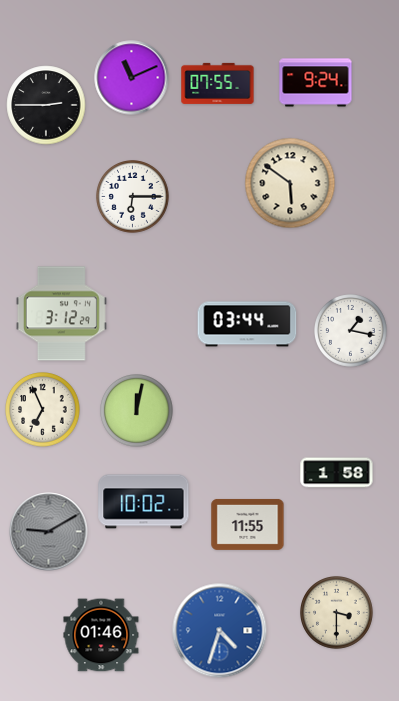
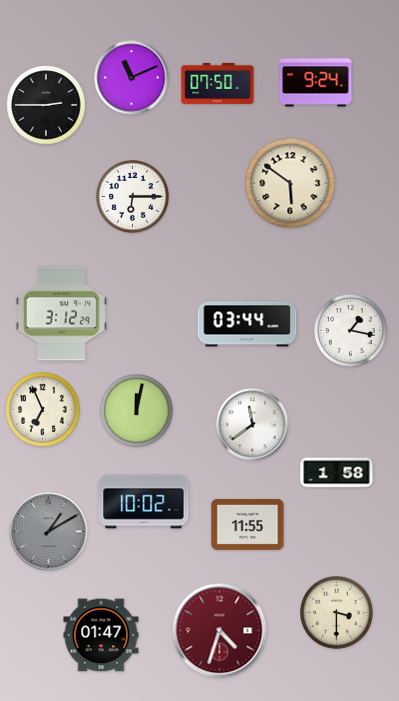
clock at (218, 83): 07:55 -> 07:50
clock at (253, 425): none -> 11:39
clock at (49, 532): 9:10 -> 1:10
clock at (220, 631) dial: blue -> burgundy
clock at (101, 635): 01:46 -> 01:47
